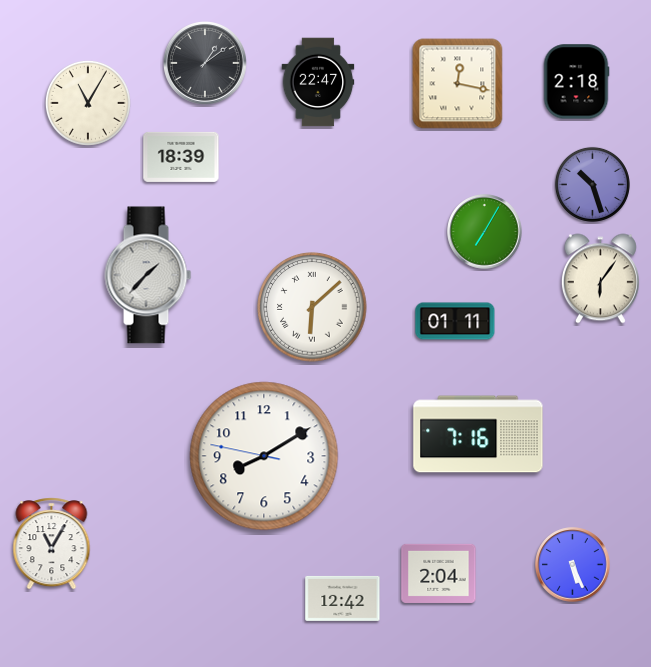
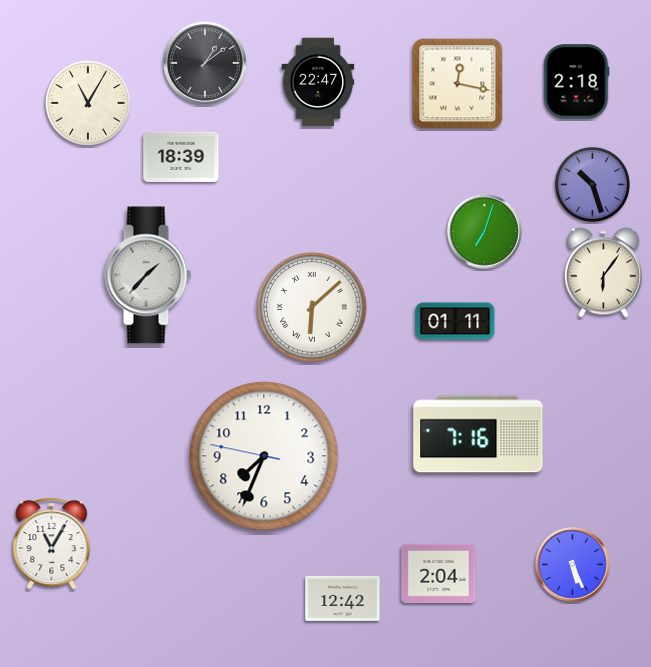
clock at (485, 232): 7:05 -> 7:03
clock at (600, 279) position: (600, 279) -> (603, 273)
clock at (264, 456): 8:09 -> 7:33
